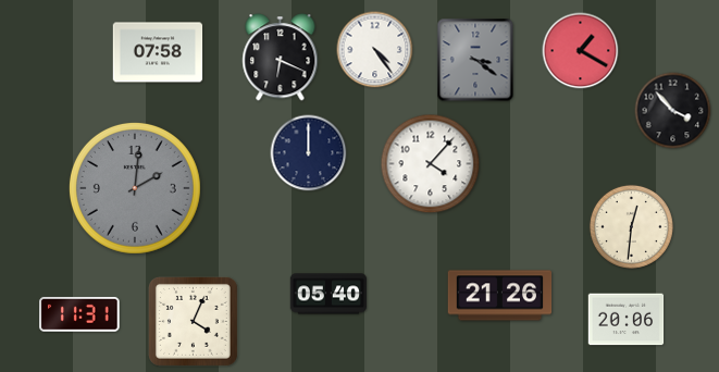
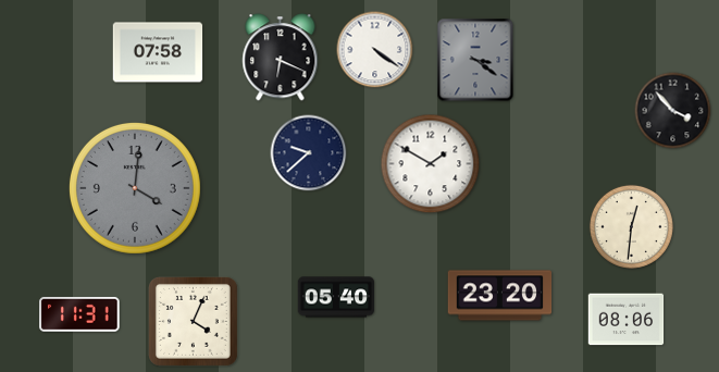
clock at (375, 50): 4:24 -> 4:21
clock at (581, 51): 1:20 -> none
clock at (309, 153): 12:00 -> 9:38
clock at (431, 164): 4:07 -> 1:50
clock at (135, 188): 2:01 -> 4:01
clock at (327, 294) position: (327, 294) -> (335, 297)
clock at (500, 296): 21:26 -> 23:20
clock at (627, 320): 20:06 -> 08:06
